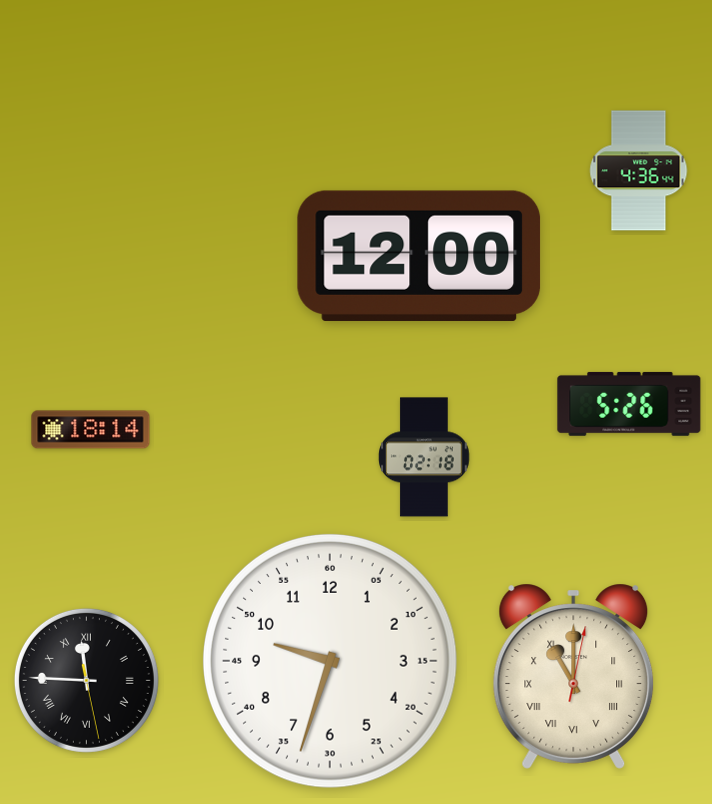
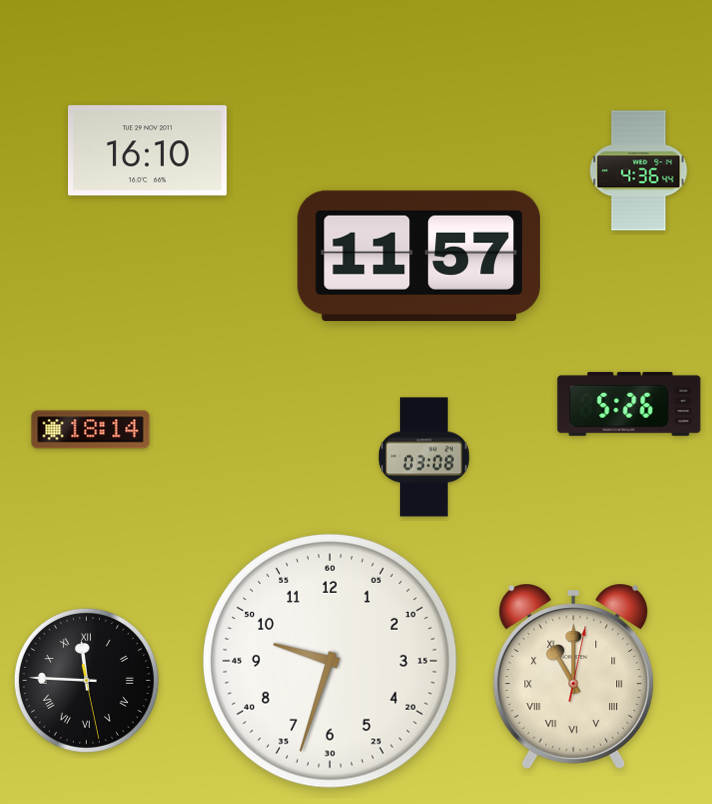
clock at (147, 151): none -> 16:10
clock at (419, 256): 12:00 -> 11:57
clock at (424, 457): 02:18 -> 03:08
